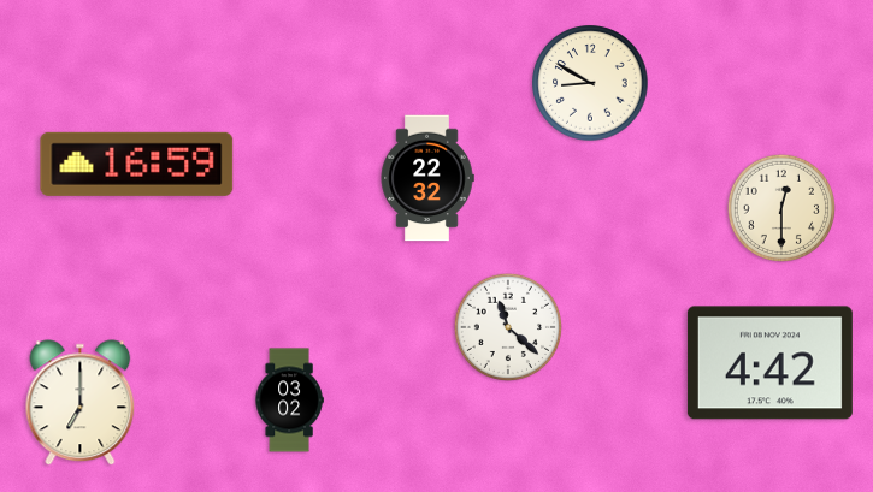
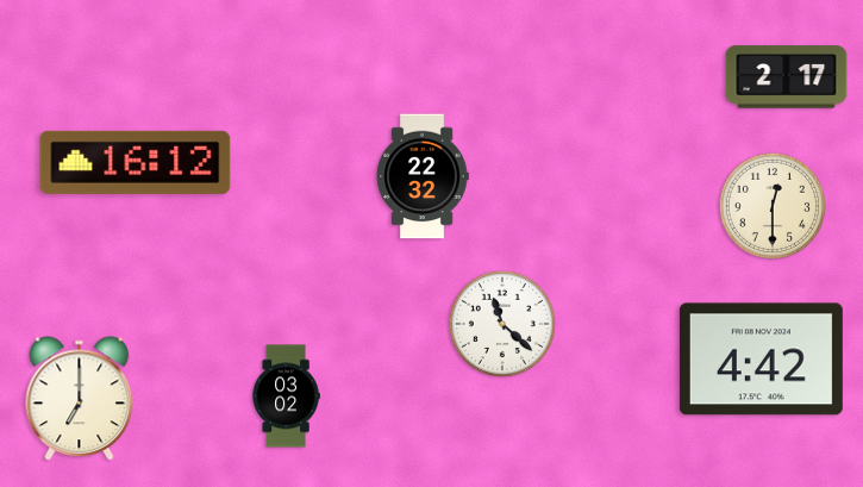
clock at (787, 77): none -> 2:17
clock at (590, 83): 8:50 -> none
clock at (137, 164): 16:59 -> 16:12
